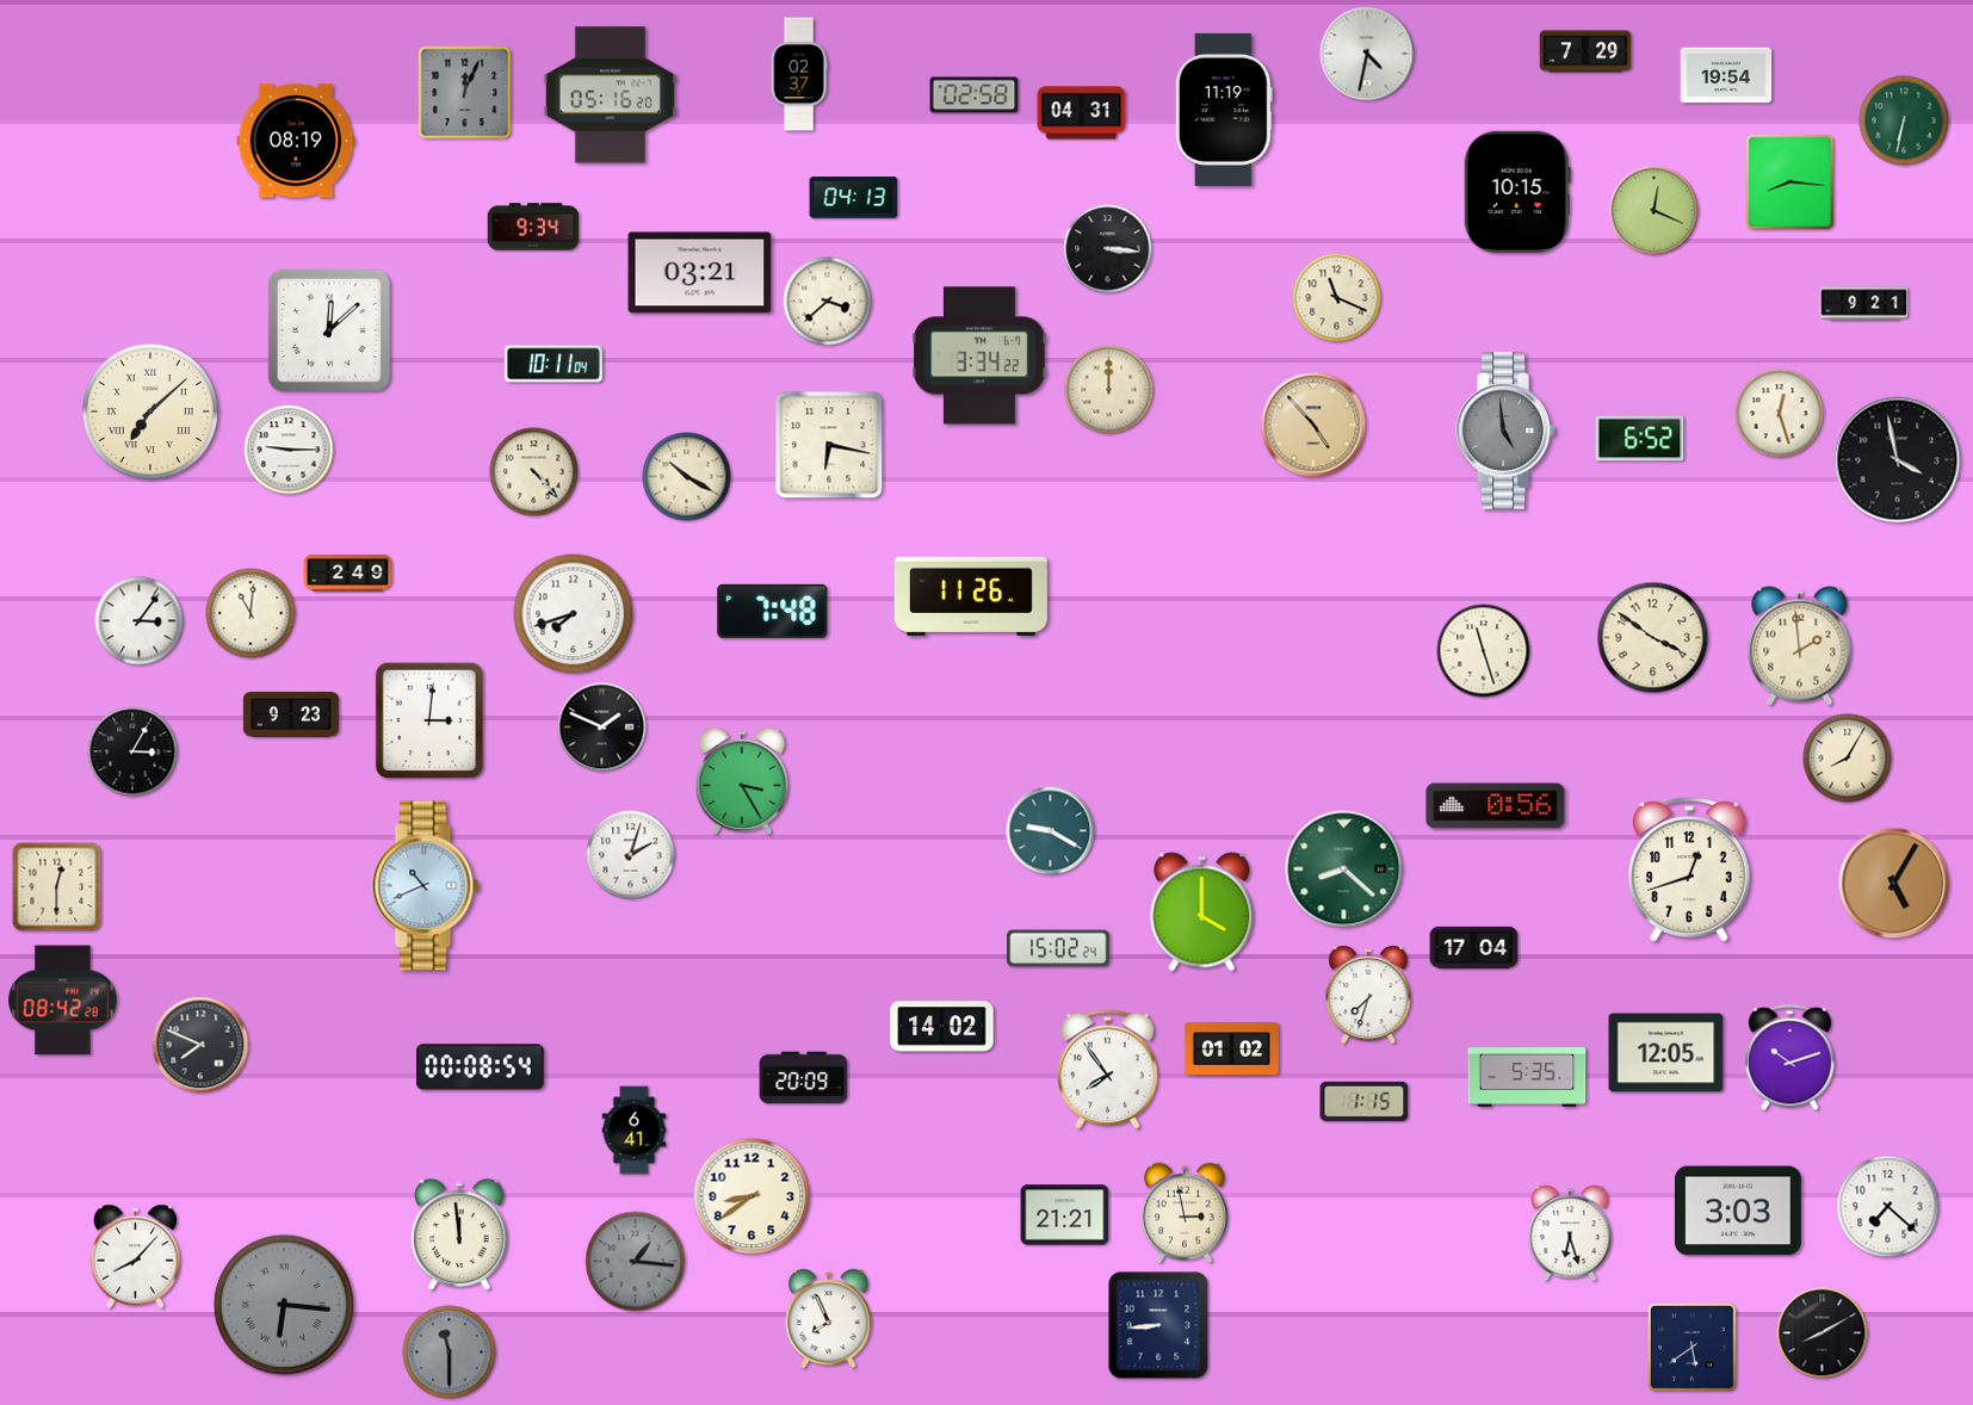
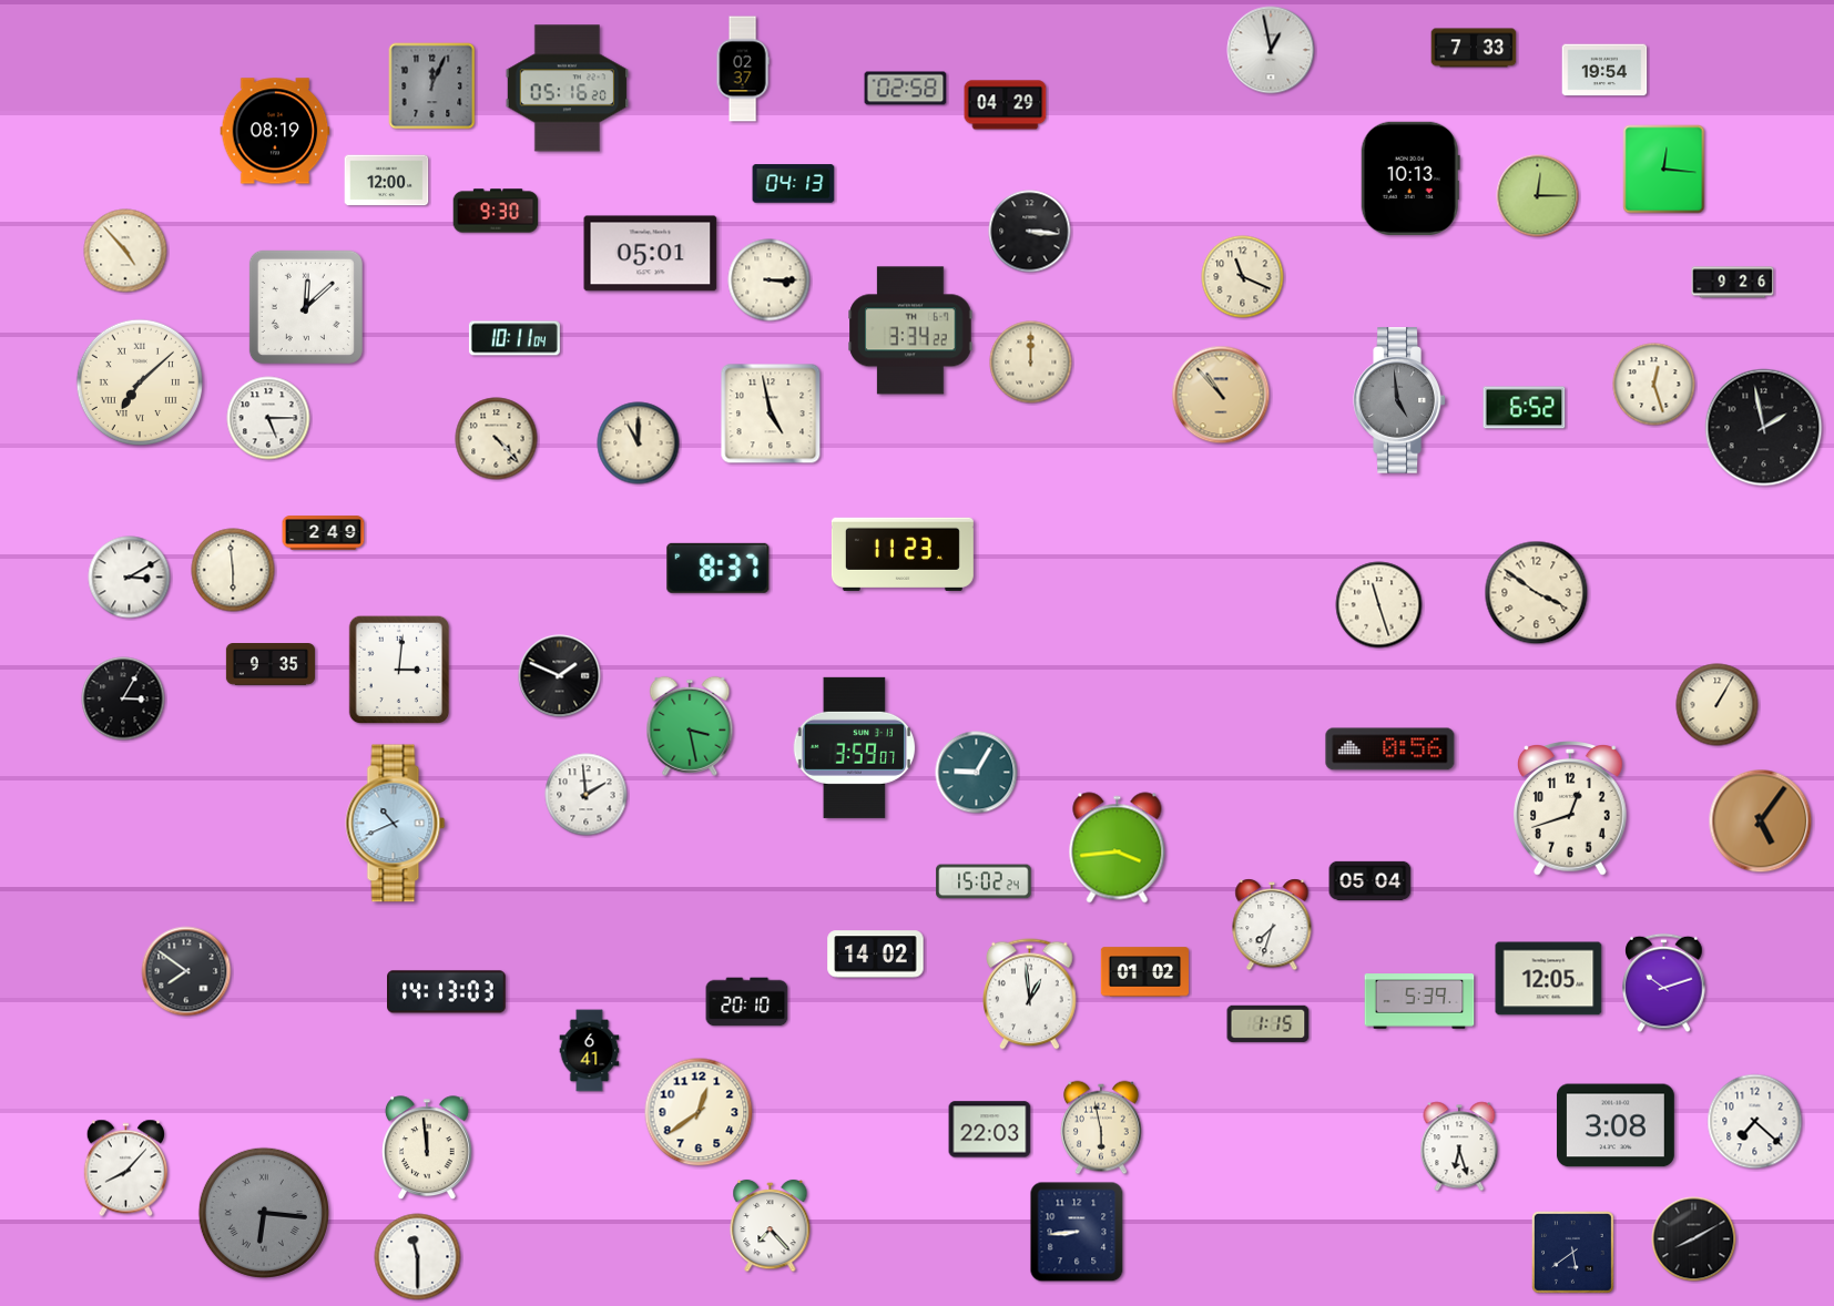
clock at (1585, 51): 7:29 -> 7:33
clock at (1367, 54): 4:32 -> 12:58
clock at (1224, 110): 11:19 -> none
clock at (1082, 113): 04:31 -> 04:29
clock at (1904, 120): 6:32 -> none
clock at (1790, 182): 8:16 -> 12:16
clock at (1517, 192): 10:15 -> 10:13
clock at (387, 181): none -> 12:00
clock at (1655, 211): 12:19 -> 12:15
clock at (533, 227): 9:34 -> 9:30
clock at (125, 251): none -> 4:53
clock at (700, 273): 03:21 -> 05:01
clock at (828, 302): 3:38 -> 3:15
clock at (1864, 304): 9:21 -> 9:26
clock at (1313, 425): 4:53 -> 10:53
clock at (829, 445): 6:17 -> 4:58
clock at (289, 450): 9:15 -> 5:15
clock at (1898, 460): 3:58 -> 1:58
clock at (687, 477): 10:20 -> 11:00
clock at (971, 596): 11:26 -> 11:23
clock at (773, 611): 7:48 -> 8:37
clock at (251, 613): 11:01 -> 5:59
clock at (574, 614): 7:42 -> none
clock at (140, 621): 3:06 -> 3:10
clock at (1800, 646): 1:59 -> none
clock at (291, 716): 9:23 -> 9:35
clock at (1848, 759): 8:05 -> 1:05
clock at (742, 781): 3:25 -> 3:28
clock at (855, 747): none -> 3:59
clock at (1051, 831): 9:20 -> 9:05
clock at (631, 855): 2:03 -> 1:59
clock at (1344, 869): 8:22 -> none
clock at (1894, 884): 5:05 -> 5:06
clock at (57, 887): 12:30 -> none
clock at (1202, 912): 4:00 -> 3:44
clock at (1474, 947): 17:04 -> 05:04
clock at (63, 1001): 08:42 -> none
clock at (200, 1045): 7:49 -> 7:51
clock at (1231, 1050) position: (1231, 1050) -> (1144, 972)
clock at (481, 1067): 00:08 -> 14:13
clock at (1108, 1070): 7:54 -> 12:59
clock at (1527, 1077): 5:35 -> 5:39
clock at (804, 1078): 20:09 -> 20:10
clock at (752, 1196): 8:39 -> 12:39
clock at (1738, 1211): 3:03 -> 3:08
clock at (1186, 1213): 2:58 -> 5:58
clock at (1065, 1215): 21:21 -> 22:03
clock at (636, 1262): 1:16 -> none
clock at (829, 1319): 7:56 -> 7:23
clock at (450, 1353) dial: grey -> white
